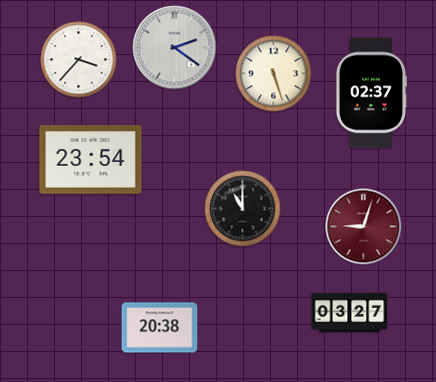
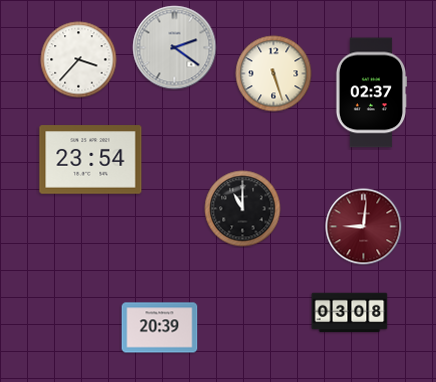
clock at (364, 227): 9:03 -> 9:01
clock at (350, 313): 03:27 -> 03:08
clock at (160, 328): 20:38 -> 20:39
